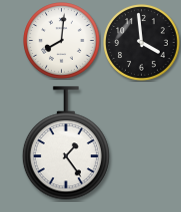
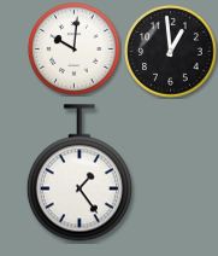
clock at (62, 41): 8:01 -> 10:01
clock at (142, 43): 3:59 -> 12:59
